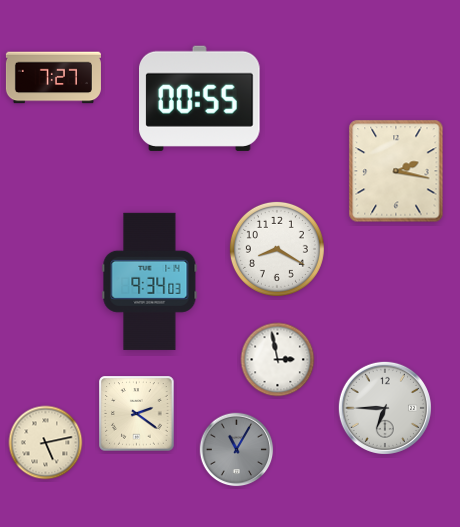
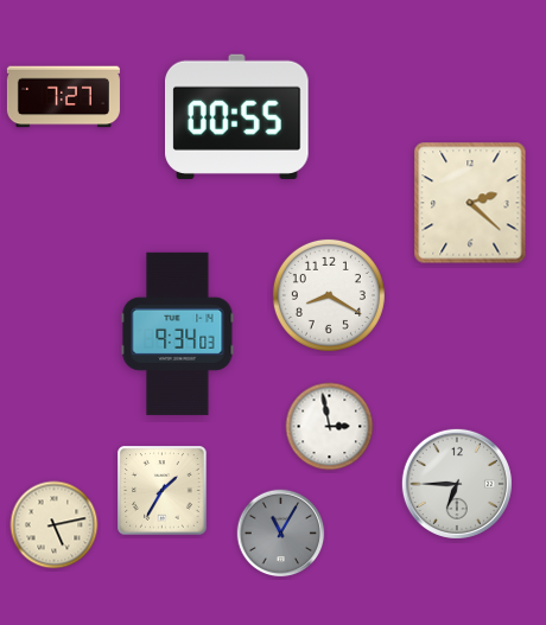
clock at (53, 78) position: (53, 78) -> (63, 97)
clock at (396, 171): 2:17 -> 2:22
clock at (137, 414): 2:21 -> 1:35
